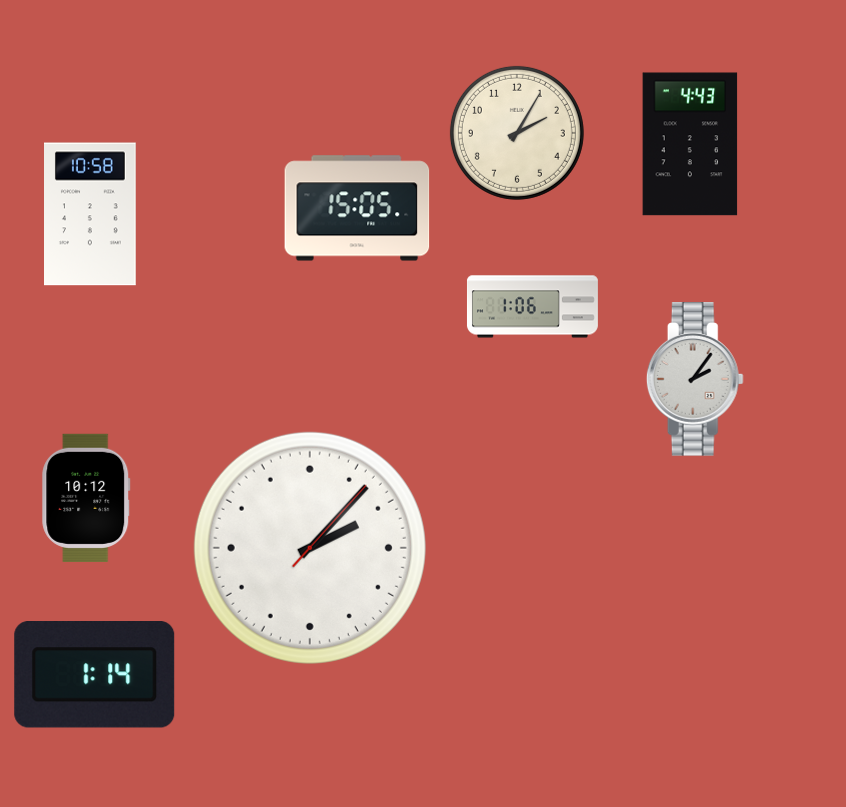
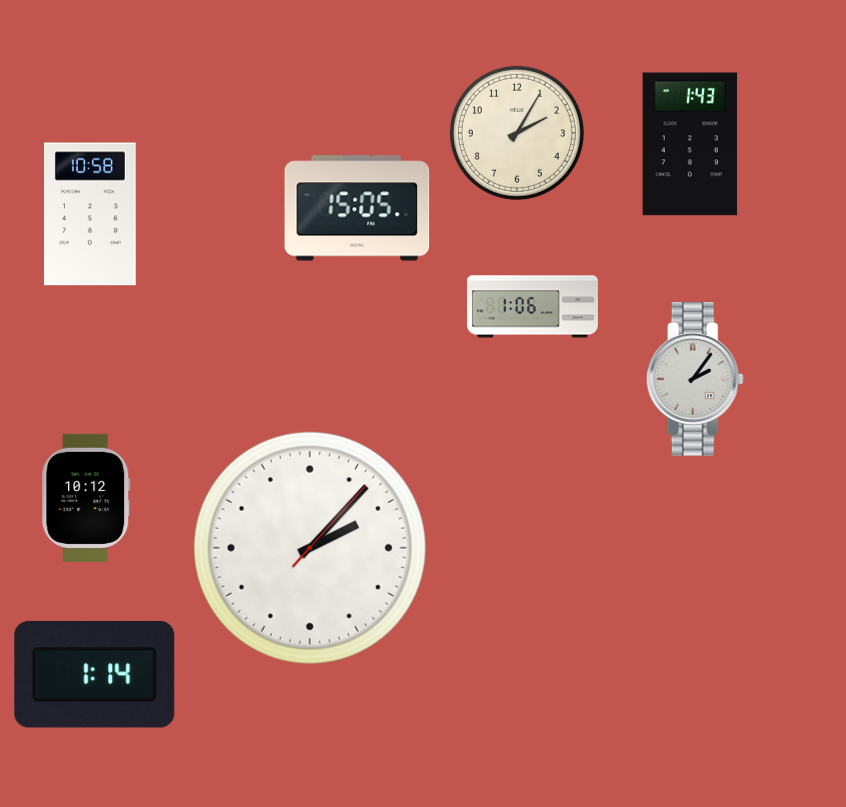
clock at (690, 144): 4:43 -> 1:43
